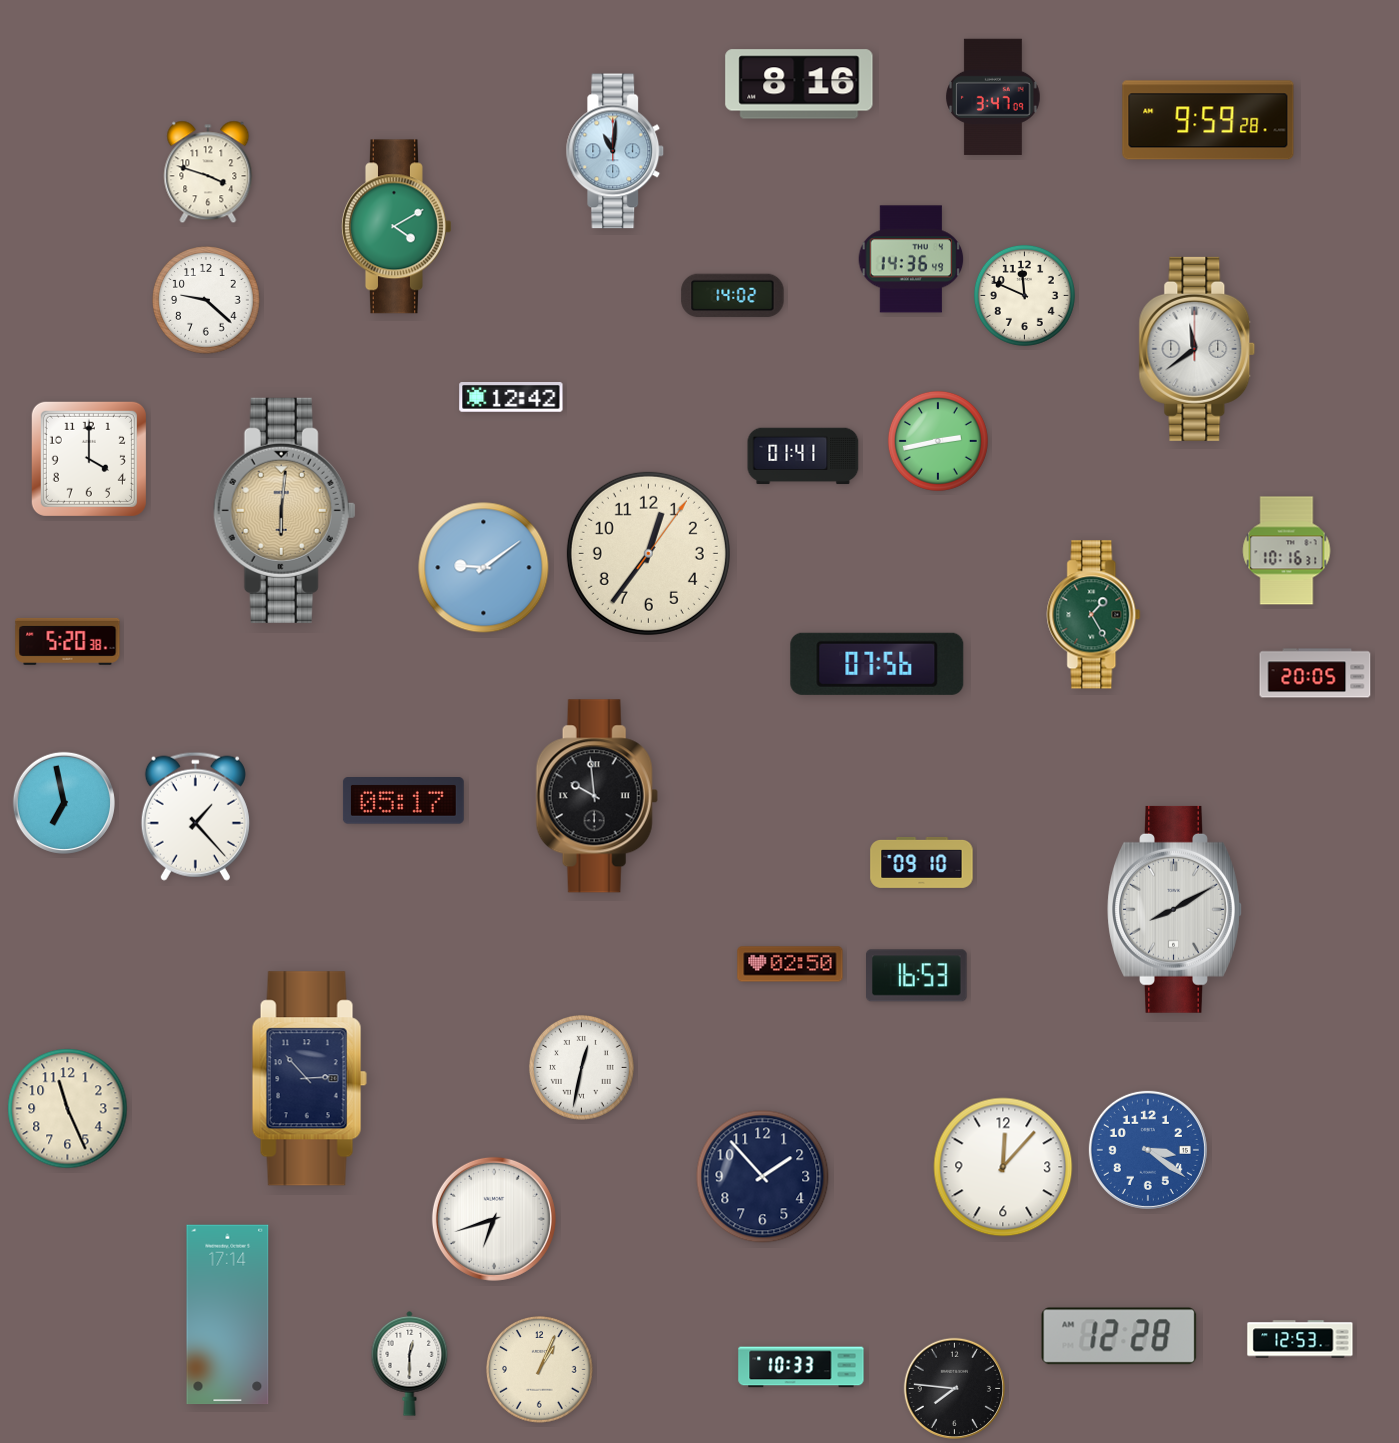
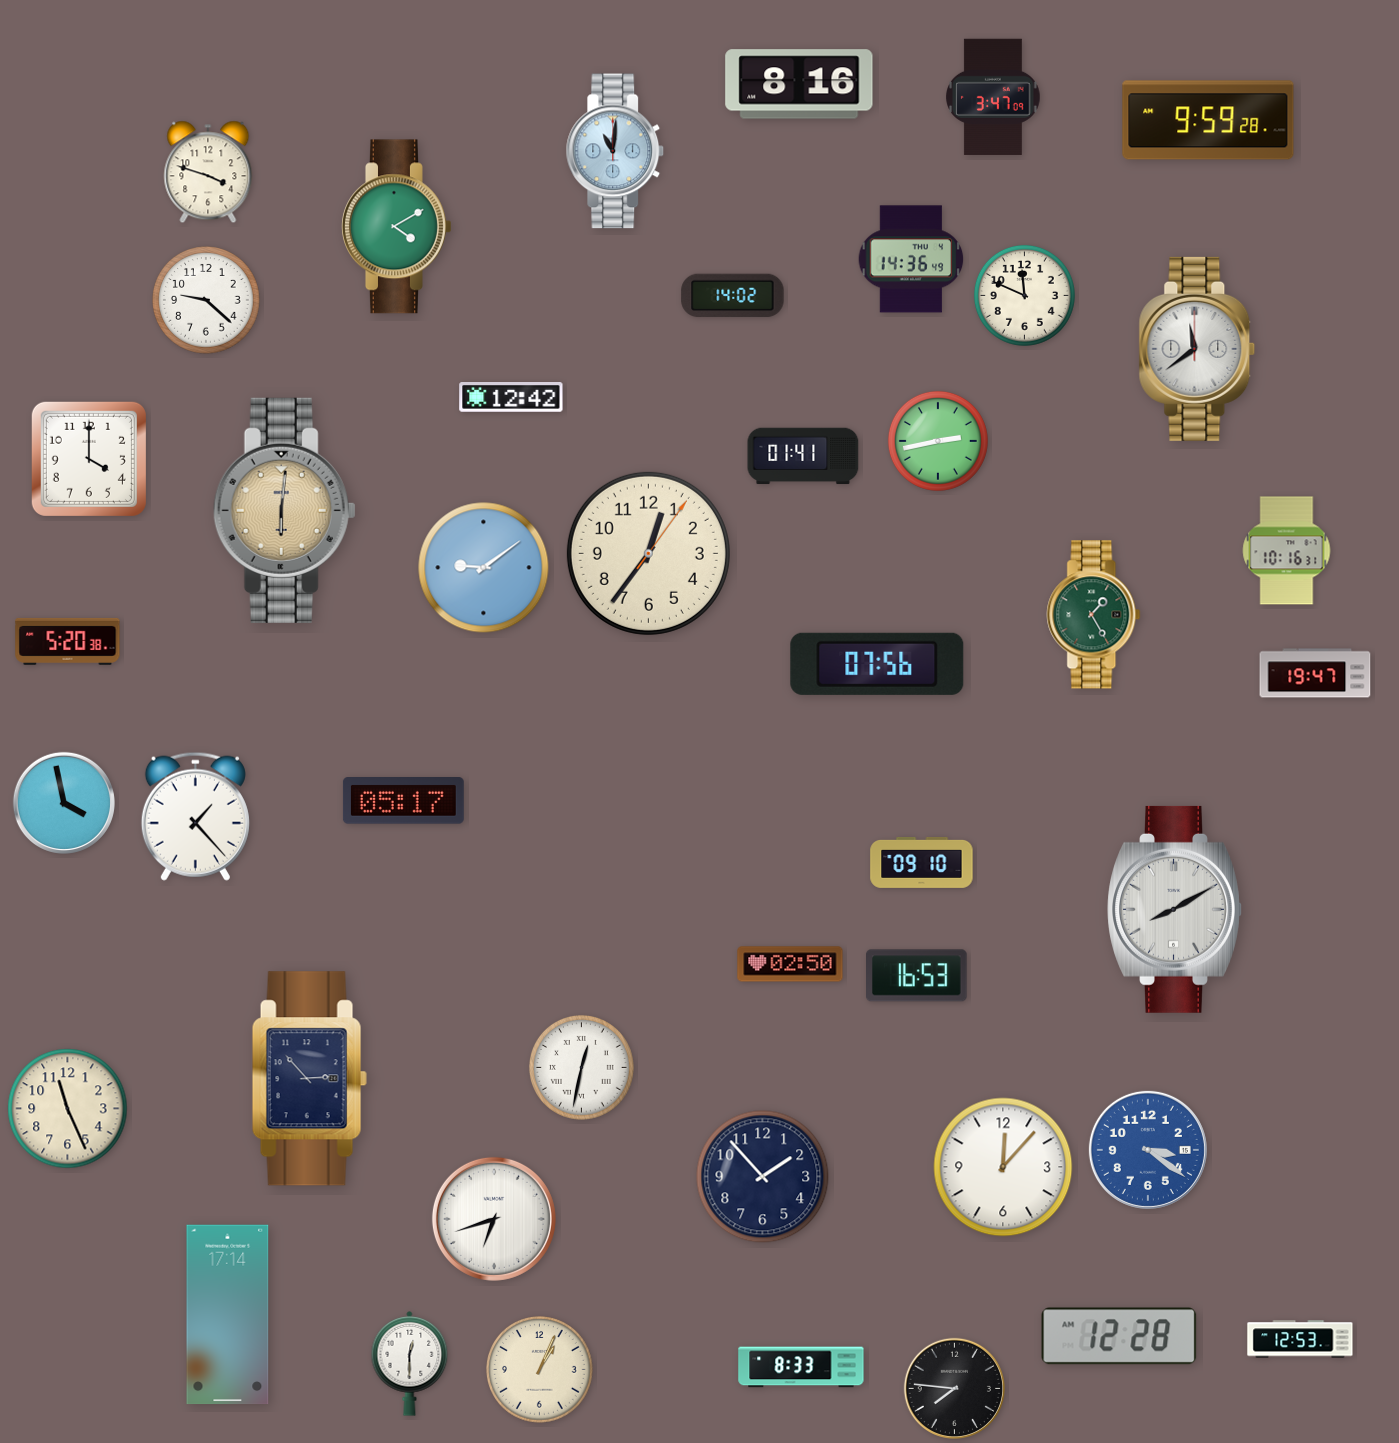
clock at (1315, 673): 20:05 -> 19:47
clock at (597, 796): 9:59 -> none
clock at (64, 803): 6:58 -> 3:58
clock at (801, 1367): 10:33 -> 8:33
